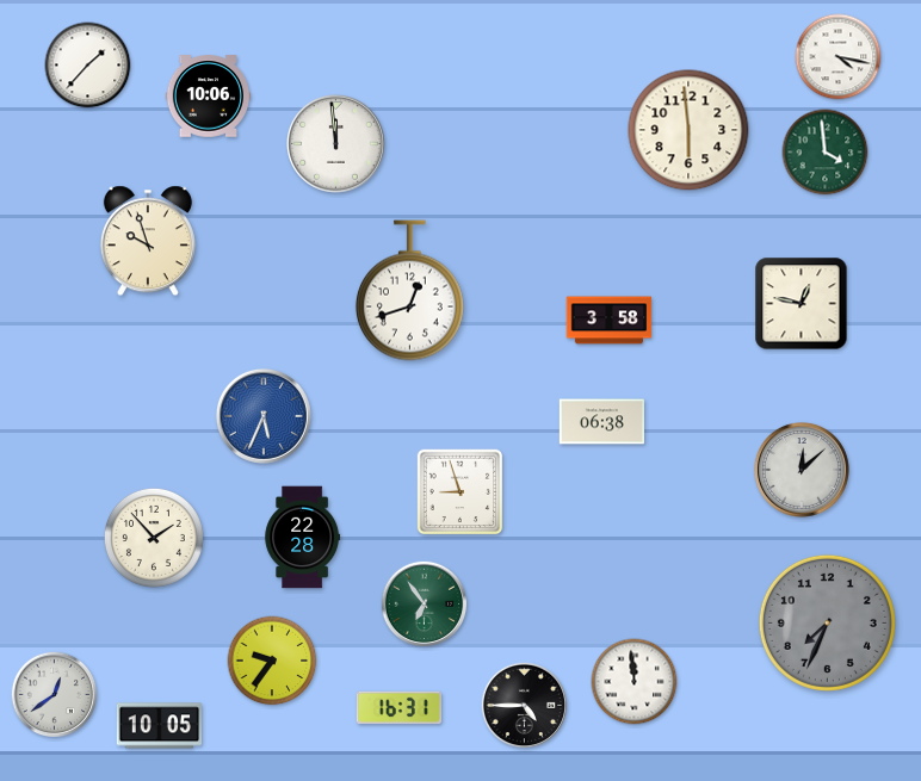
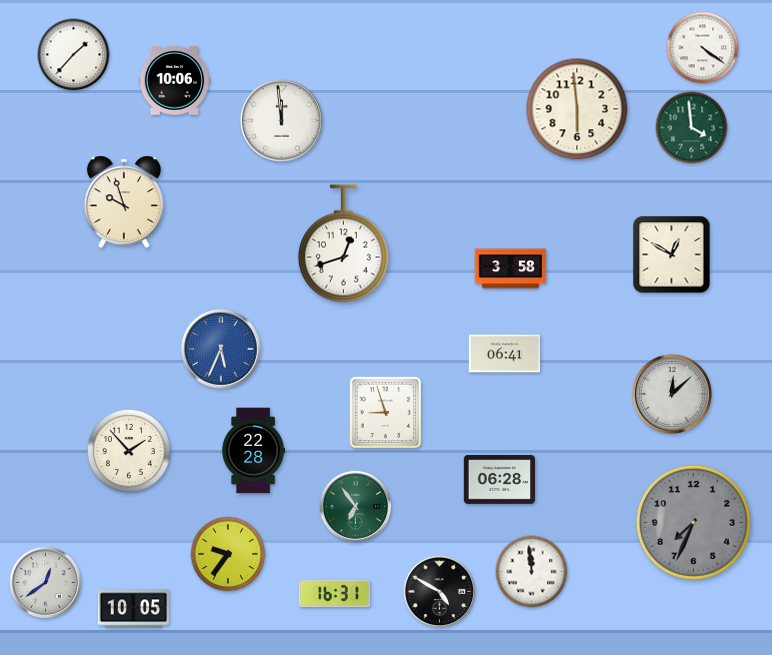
clock at (839, 57): 4:17 -> 4:21
clock at (802, 304): 12:47 -> 12:50
clock at (602, 422): 06:38 -> 06:41
clock at (500, 480): none -> 06:28
clock at (525, 706): 4:45 -> 4:50
